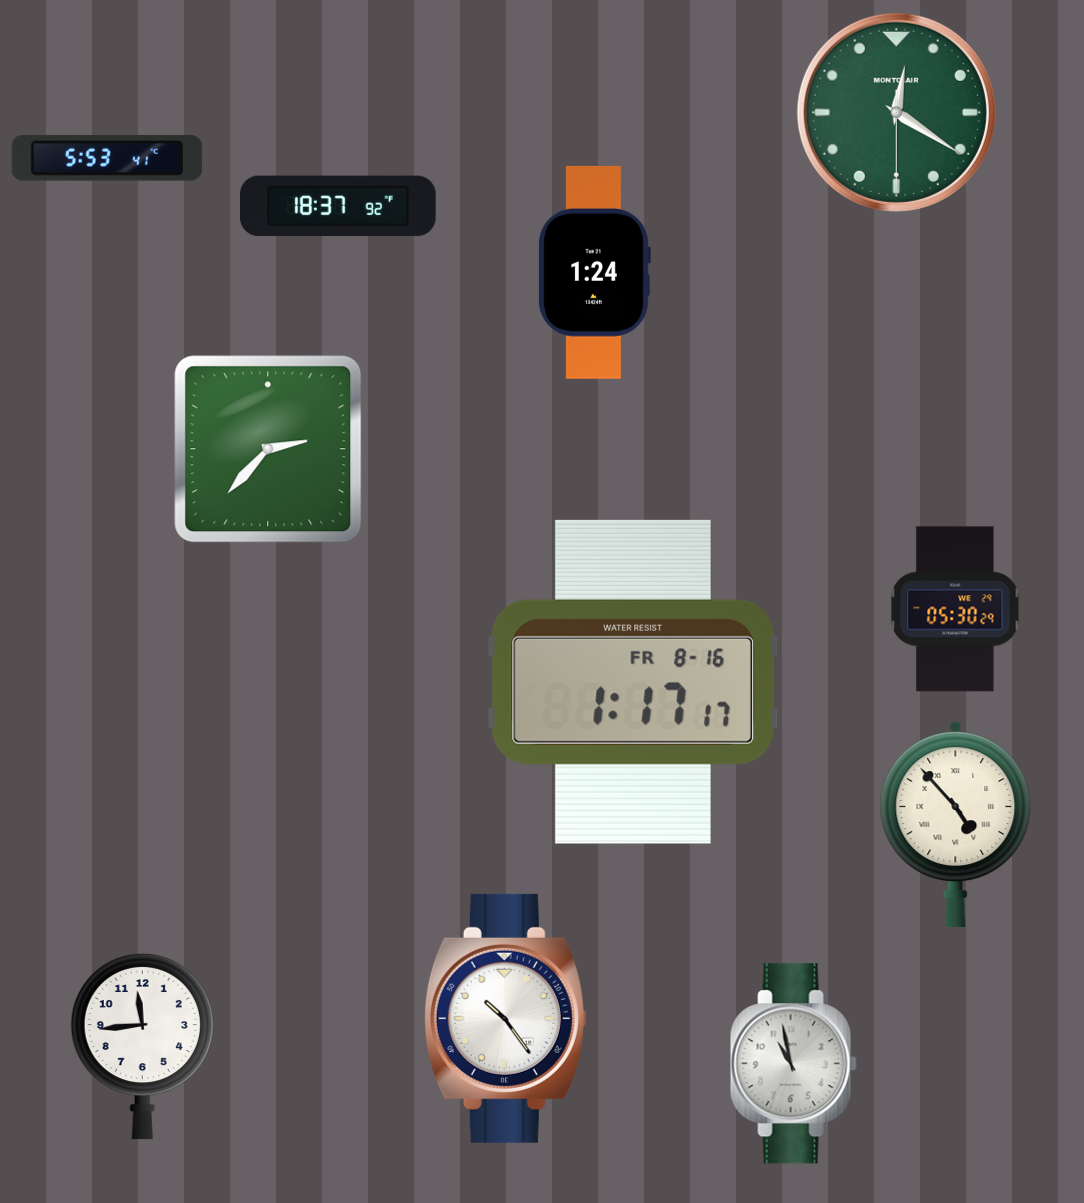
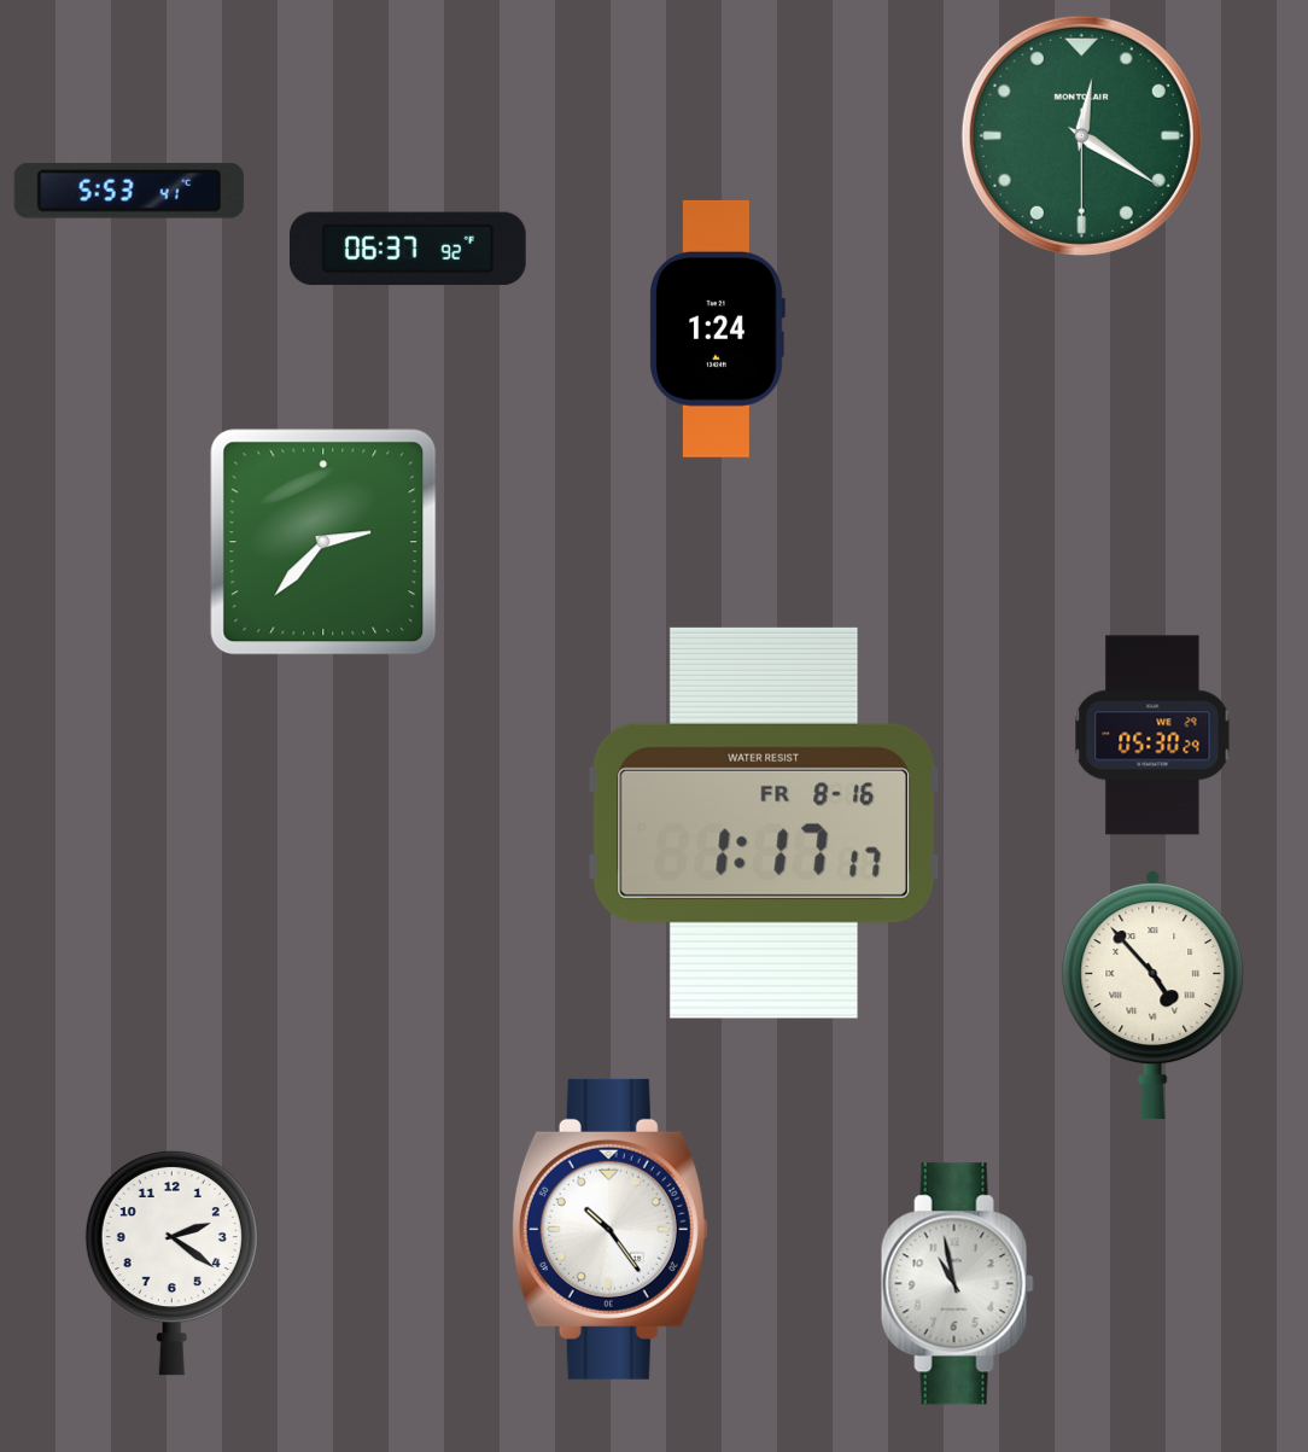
clock at (339, 206): 18:37 -> 06:37
clock at (142, 1046): 11:44 -> 2:21
